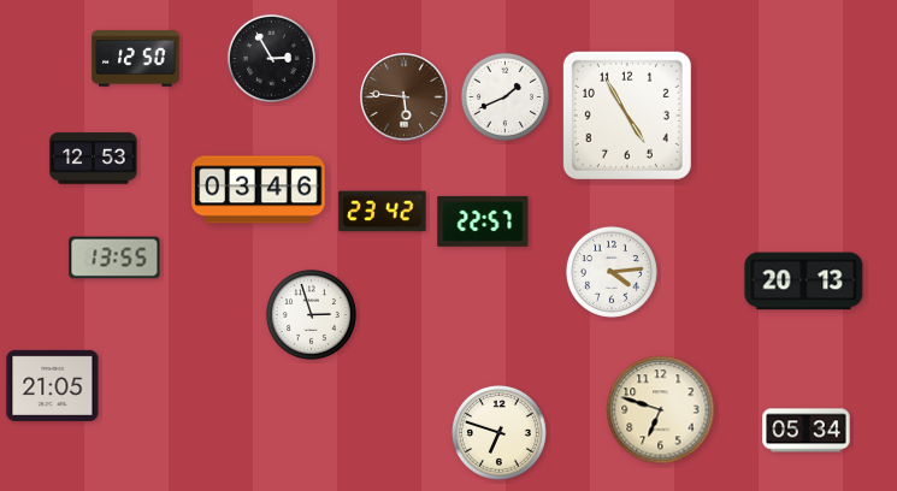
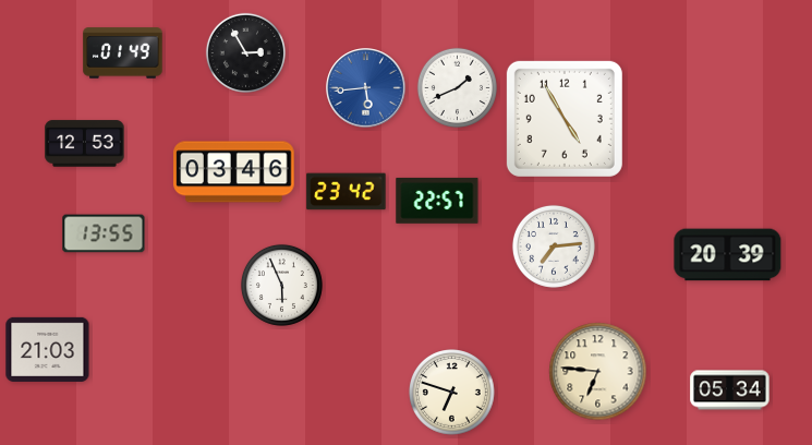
clock at (136, 59): 12:50 -> 01:49
clock at (405, 97): 5:46 -> 5:44
clock at (405, 97) dial: brown -> blue
clock at (627, 116) position: (627, 116) -> (565, 119)
clock at (612, 272): 4:14 -> 7:14
clock at (804, 282): 20:13 -> 20:39
clock at (311, 314): 2:57 -> 5:56
clock at (53, 385): 21:05 -> 21:03
clock at (661, 410): 6:48 -> 6:46
